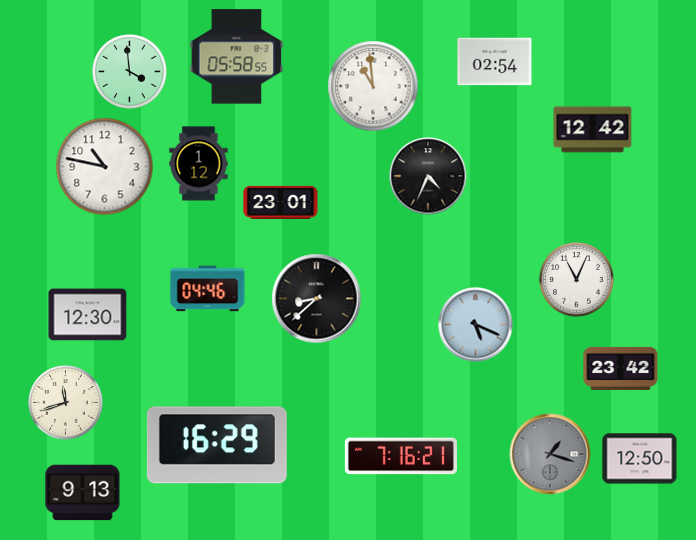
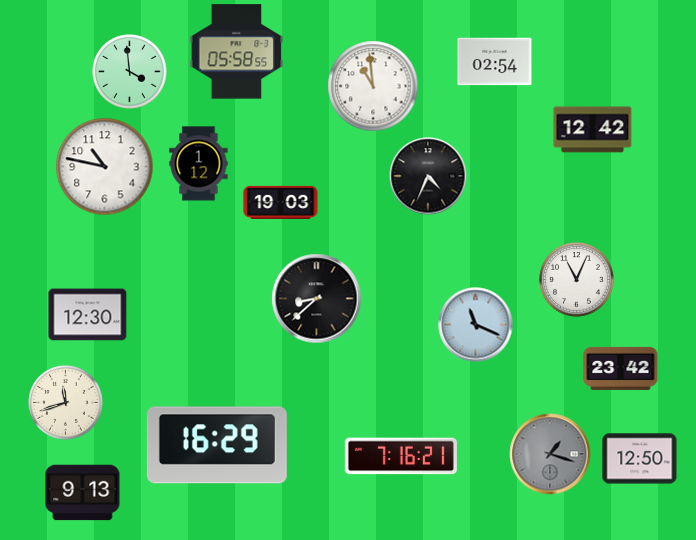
clock at (237, 57) position: (237, 57) -> (237, 52)
clock at (281, 202): 23:01 -> 19:03
clock at (208, 289): 04:46 -> none
clock at (476, 325): 5:19 -> 11:19
